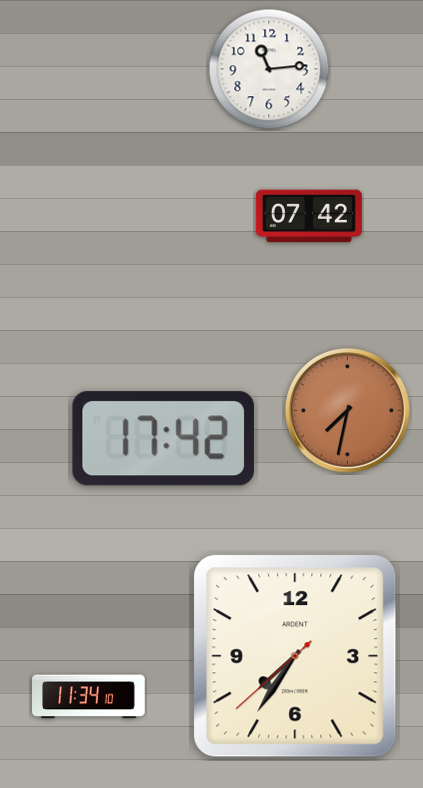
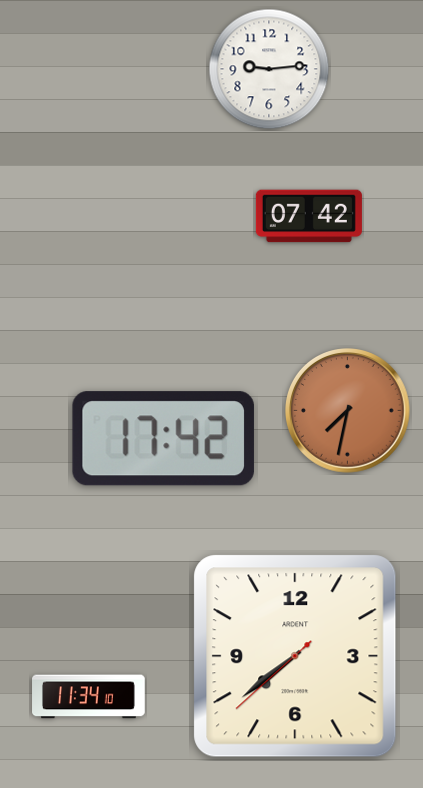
clock at (269, 69): 11:14 -> 9:14
clock at (295, 656): 7:35 -> 7:38
